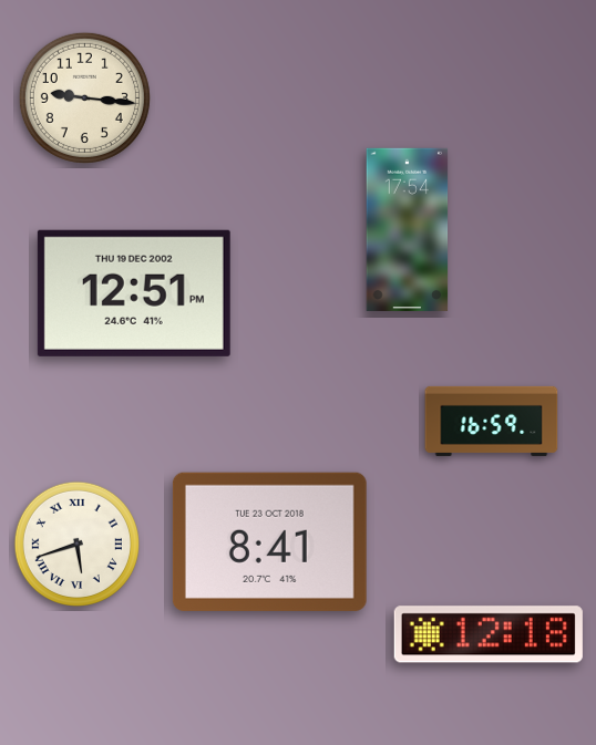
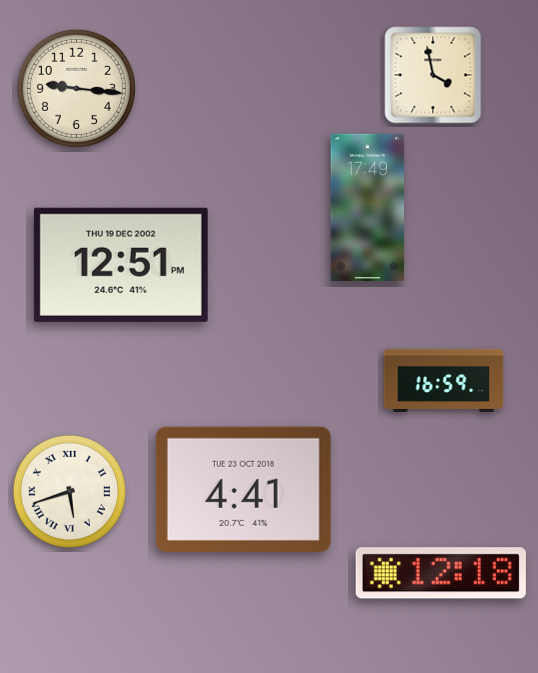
clock at (433, 75): none -> 3:58
clock at (408, 229): 17:54 -> 17:49
clock at (269, 541): 8:41 -> 4:41
